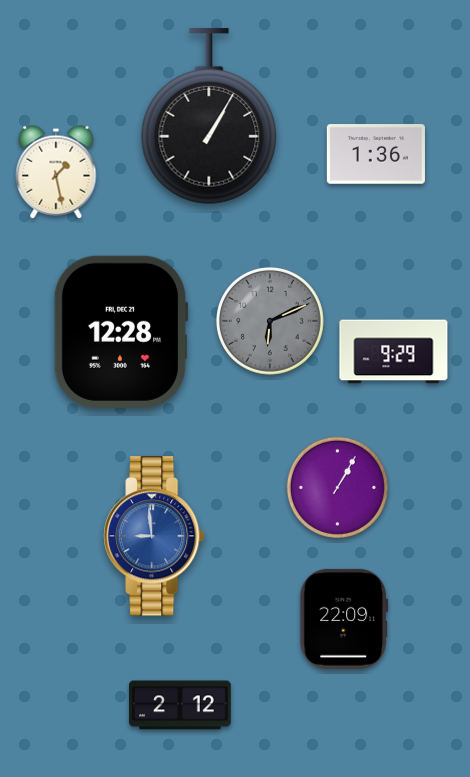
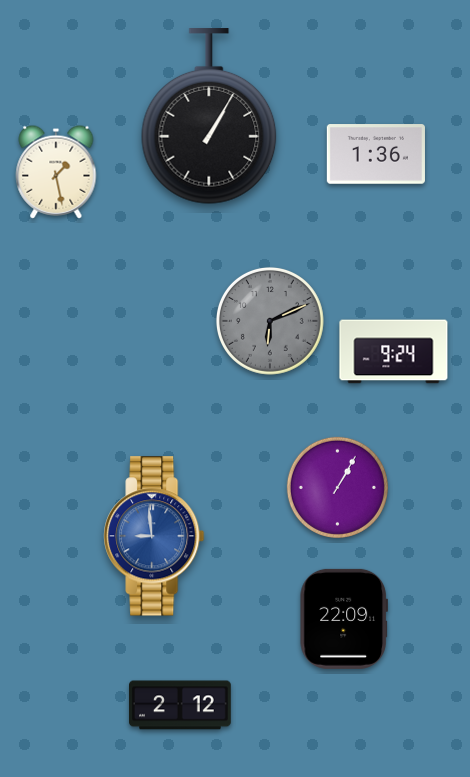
clock at (121, 332): 12:28 -> none
clock at (394, 352): 9:29 -> 9:24
